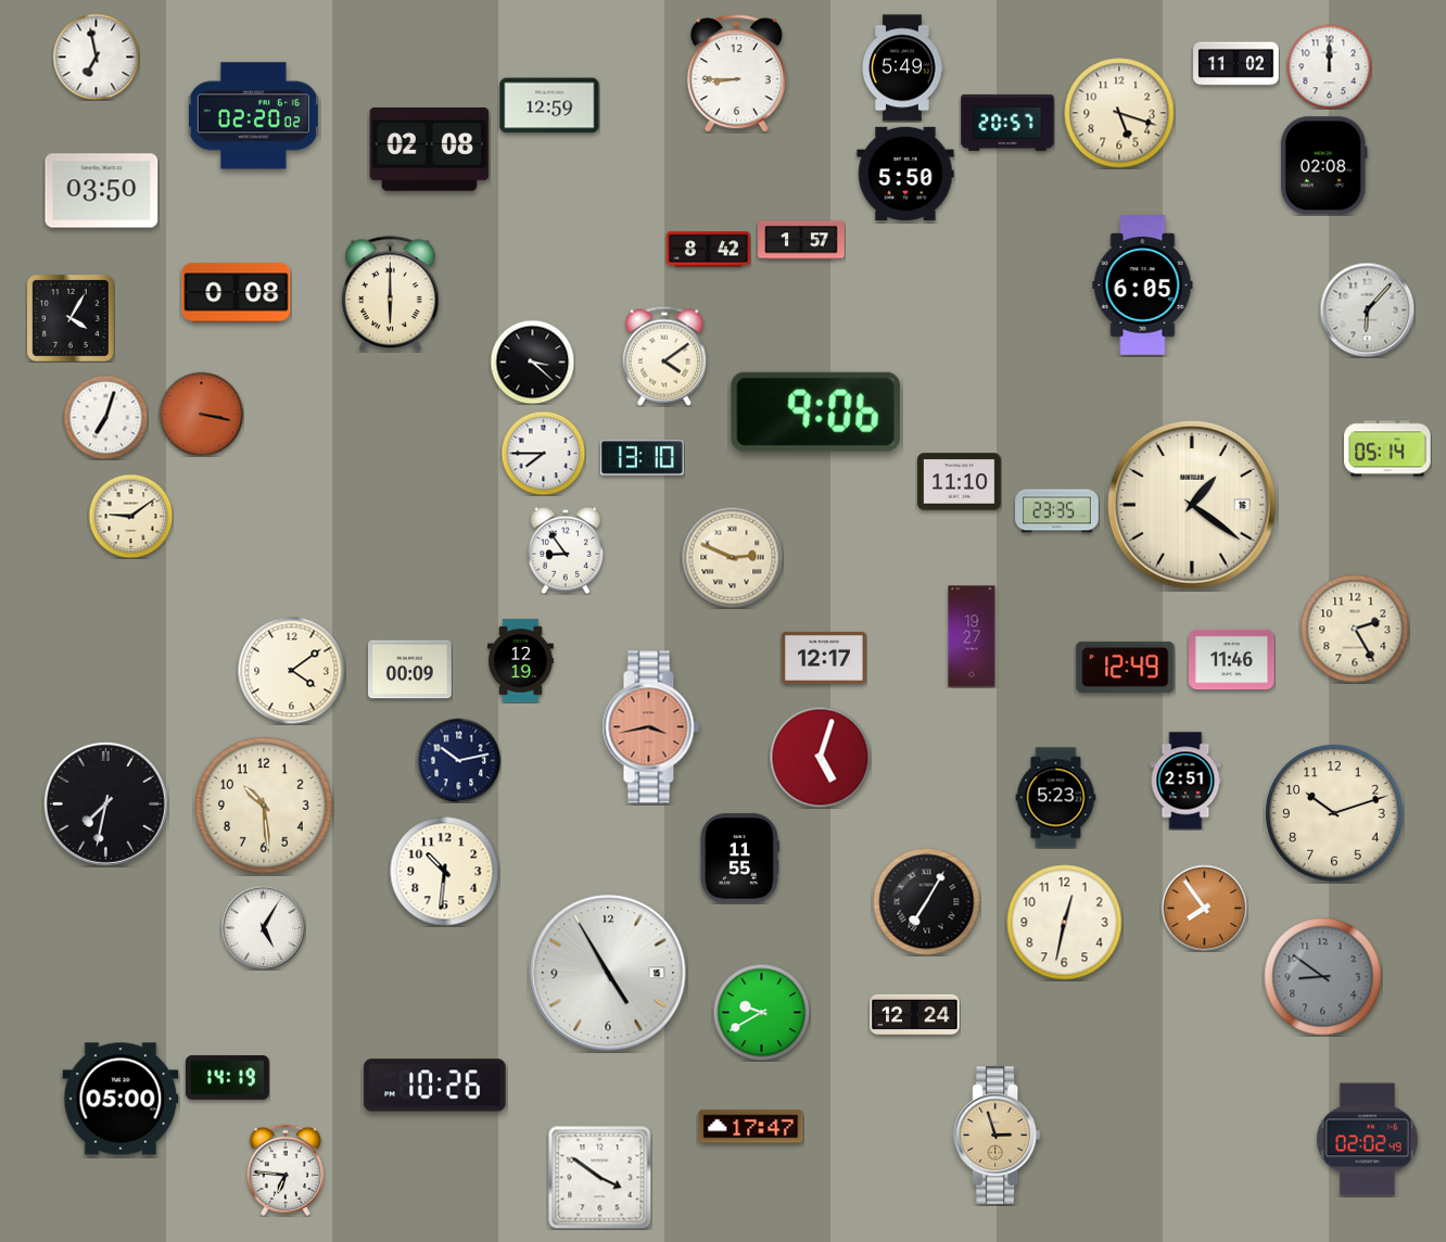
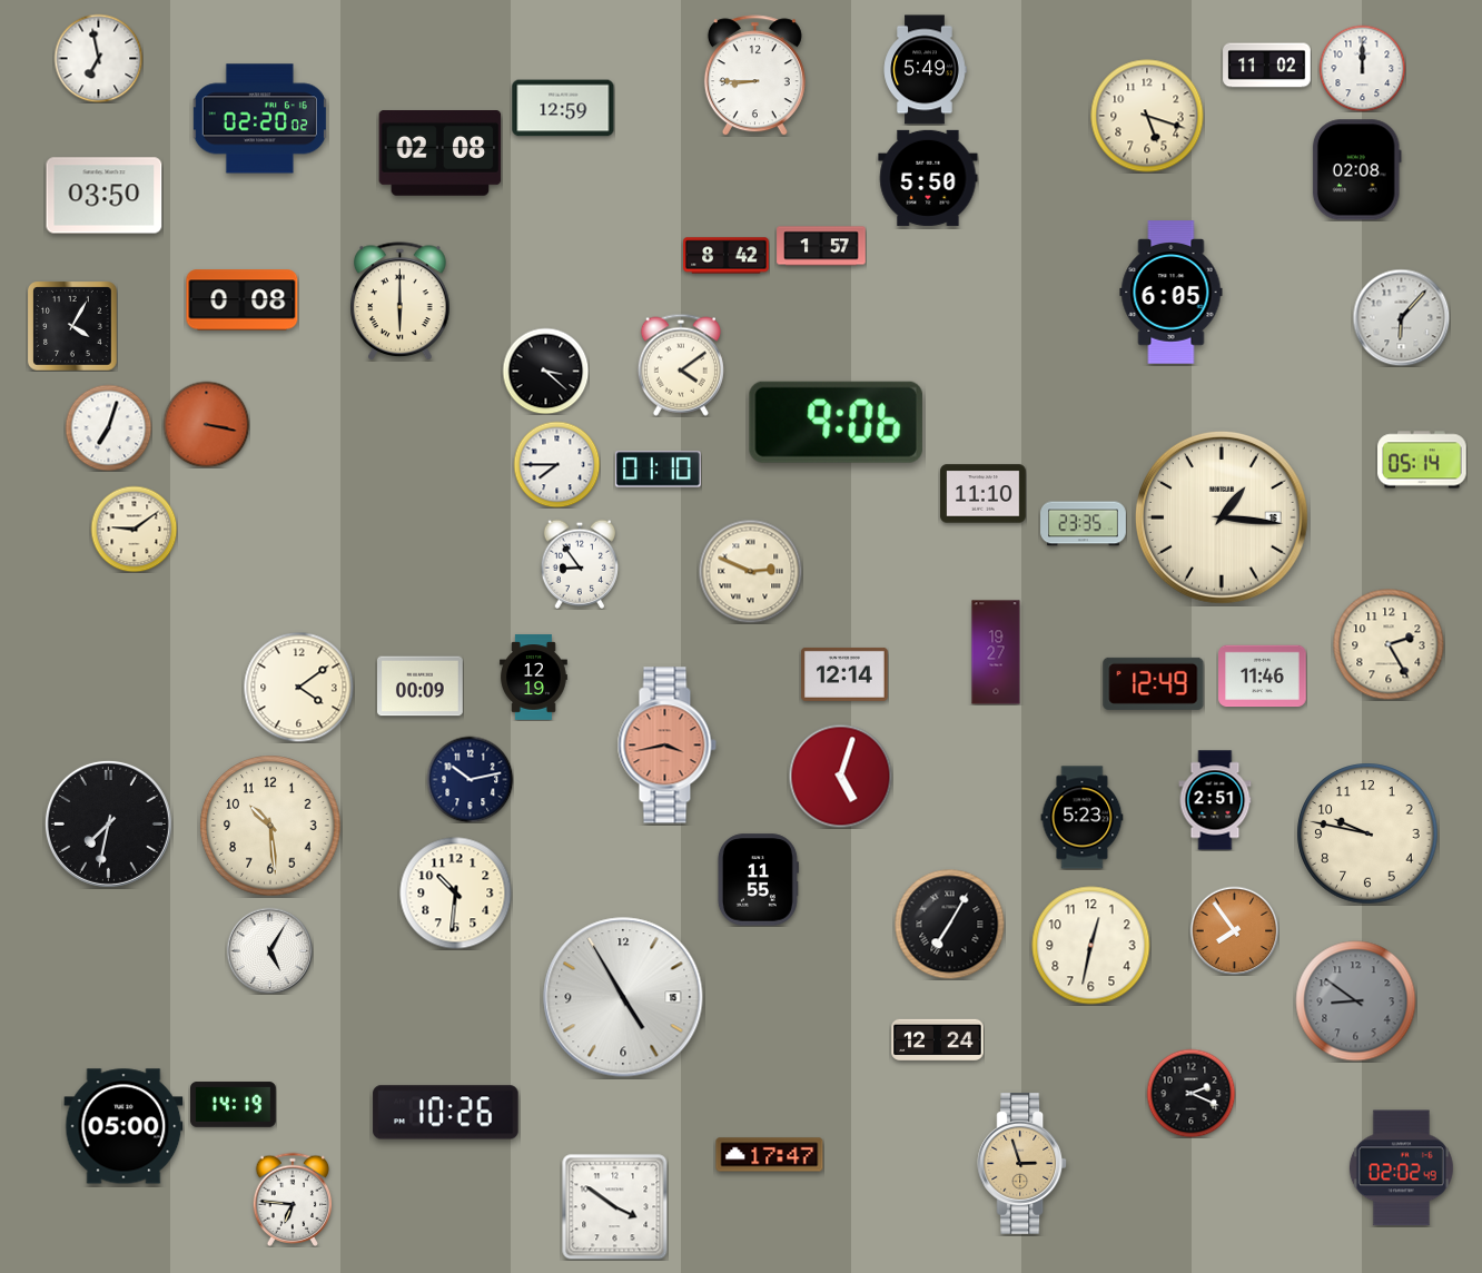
clock at (1007, 123): 20:57 -> none
clock at (642, 458): 13:10 -> 01:10
clock at (1192, 505): 1:21 -> 1:16
clock at (824, 658): 12:17 -> 12:14
clock at (1334, 813): 10:12 -> 9:47
clock at (761, 1012): 9:40 -> none
clock at (1190, 1093): none -> 2:19
